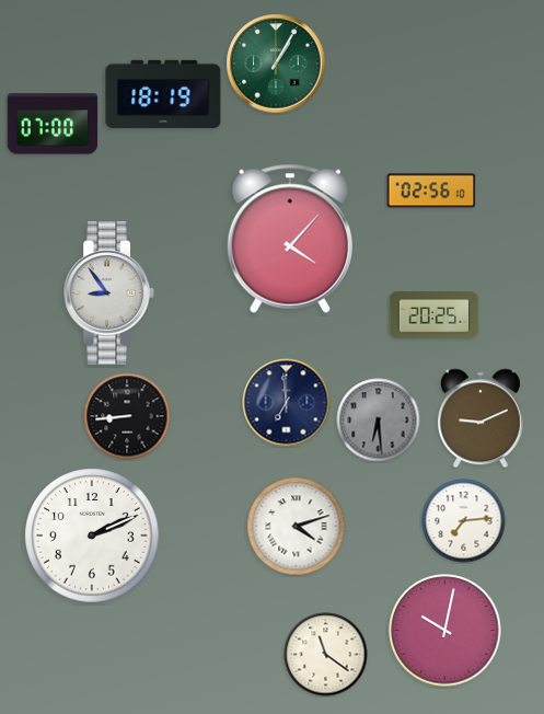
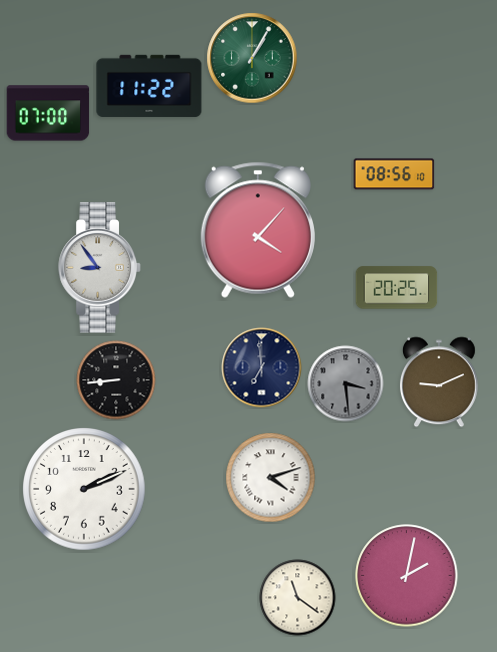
clock at (163, 94): 18:19 -> 11:22
clock at (431, 191): 02:56 -> 08:56
clock at (290, 239) position: (290, 239) -> (258, 230)
clock at (379, 421): 6:29 -> 3:29
clock at (464, 521): 7:14 -> none
clock at (297, 527) position: (297, 527) -> (271, 478)
clock at (445, 631): 10:02 -> 2:02
